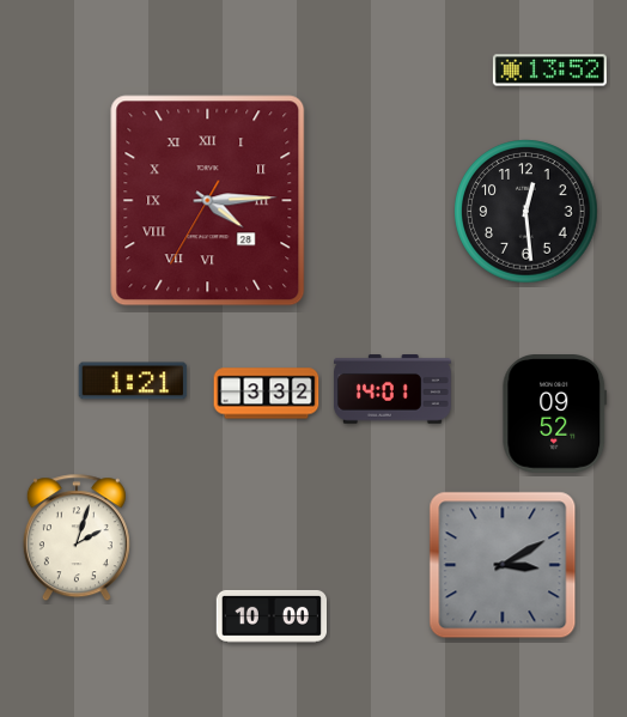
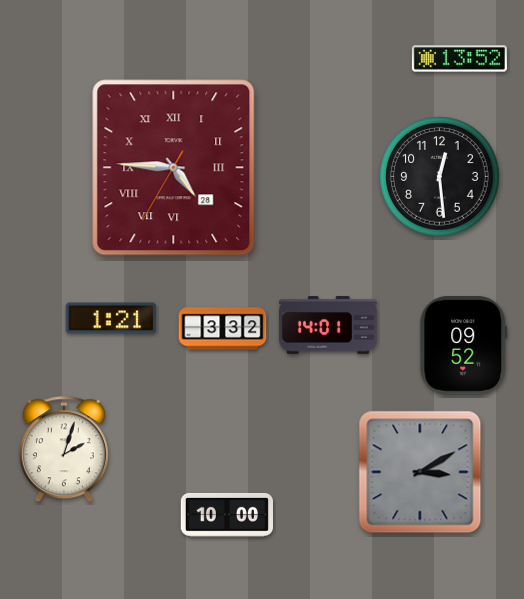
clock at (208, 201): 4:14 -> 4:45
